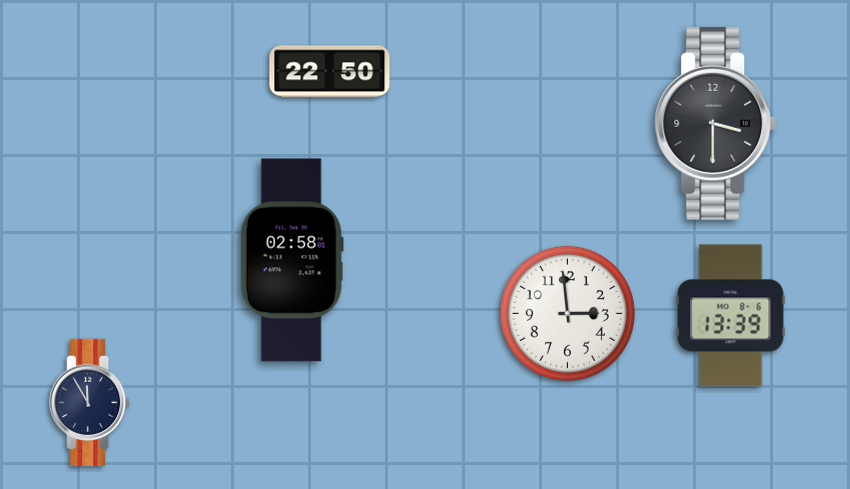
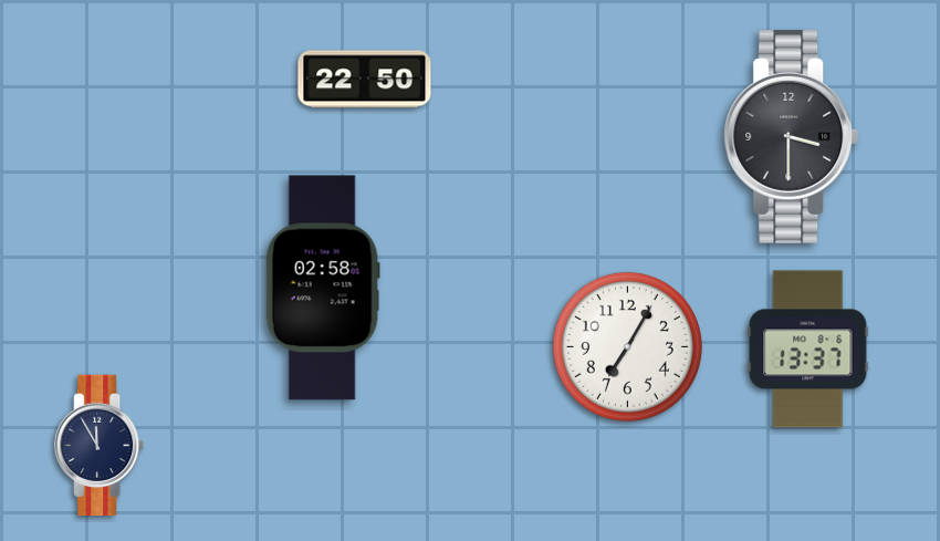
clock at (567, 313): 2:59 -> 7:05
clock at (731, 316): 13:39 -> 13:37
